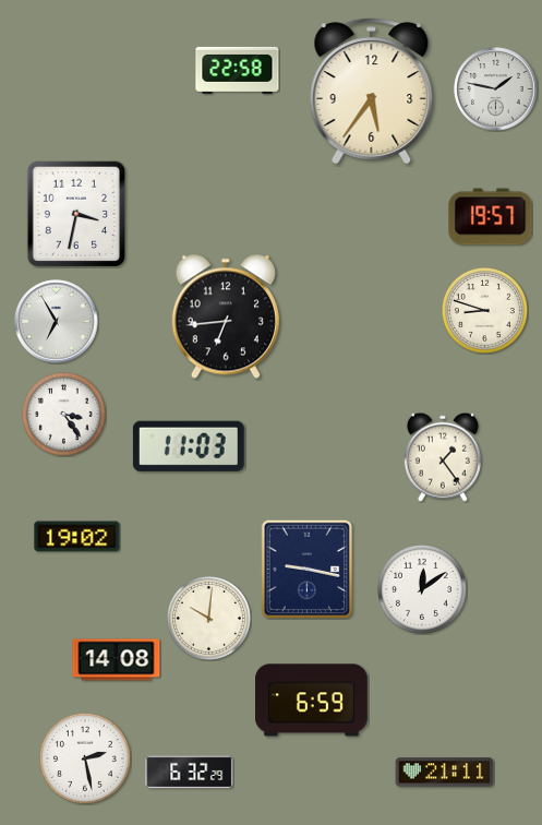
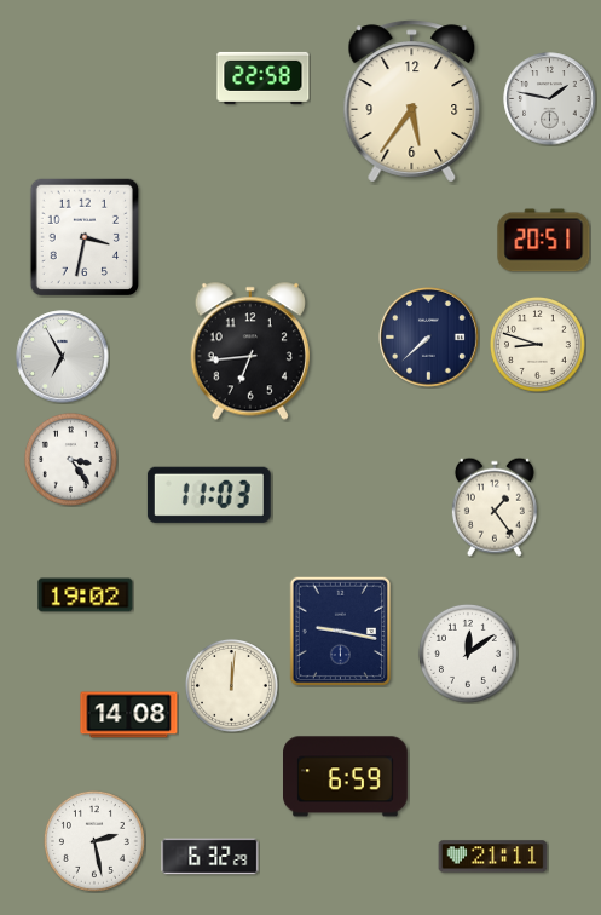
clock at (491, 217): 19:57 -> 20:51
clock at (429, 338): none -> 7:38
clock at (443, 457) position: (443, 457) -> (495, 507)
clock at (208, 618): 10:01 -> 12:01
clock at (117, 660) position: (117, 660) -> (129, 715)
